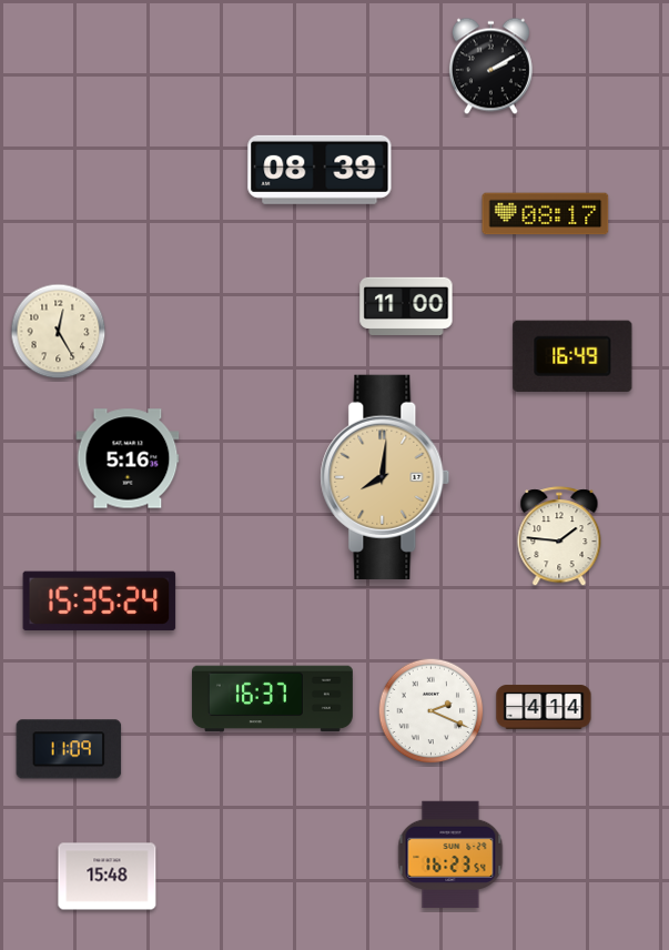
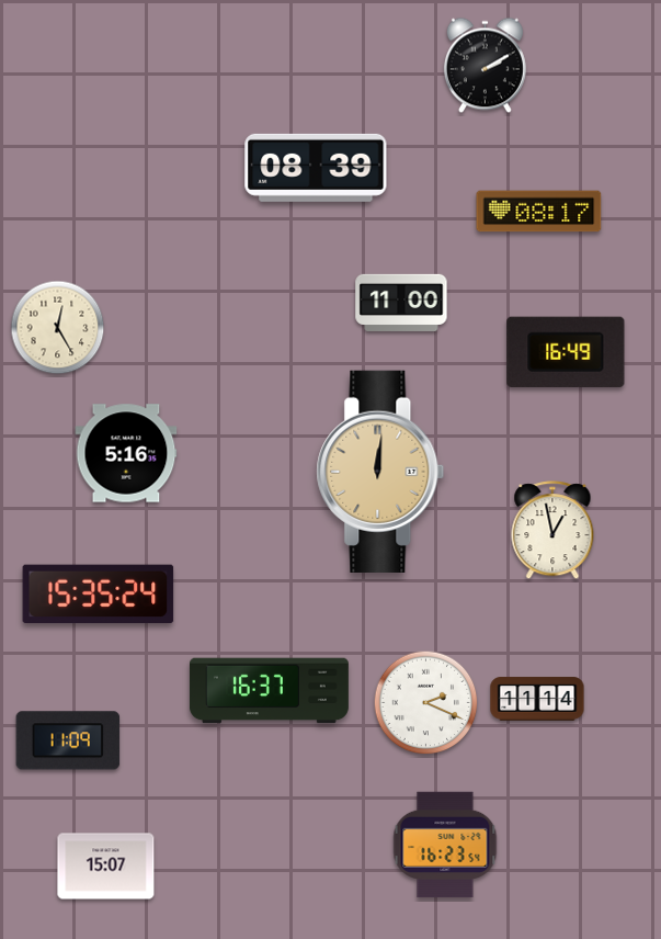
clock at (385, 477): 8:01 -> 12:01
clock at (559, 537): 1:46 -> 12:58
clock at (544, 707): 4:14 -> 11:14
clock at (108, 877): 15:48 -> 15:07
